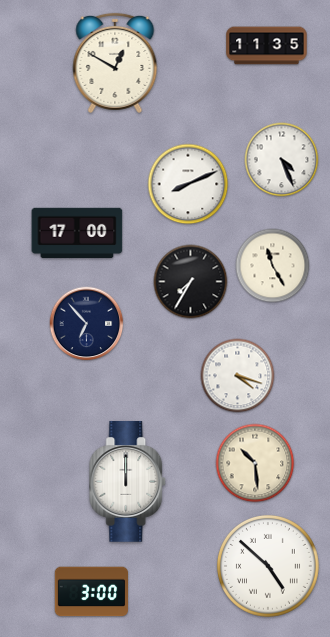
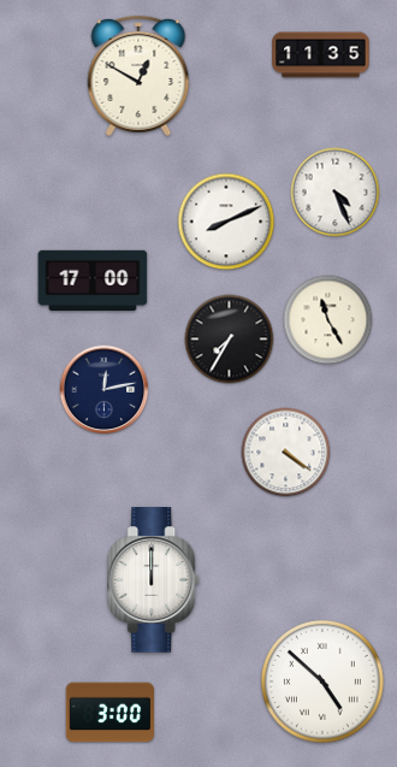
clock at (282, 160) position: (282, 160) -> (336, 193)
clock at (87, 324): 6:53 -> 12:13
clock at (238, 376): 4:18 -> 4:21
clock at (255, 463): 10:29 -> none
